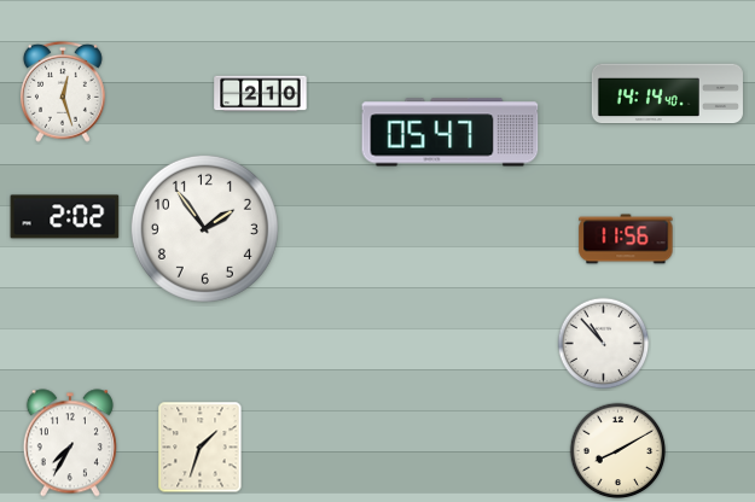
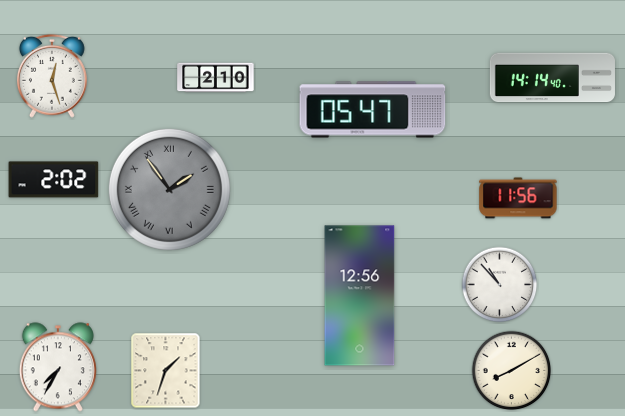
clock at (204, 228) dial: white -> grey
clock at (204, 228) numerals: Arabic -> Roman
clock at (360, 296): none -> 12:56
clock at (618, 451) position: (618, 451) -> (512, 371)
